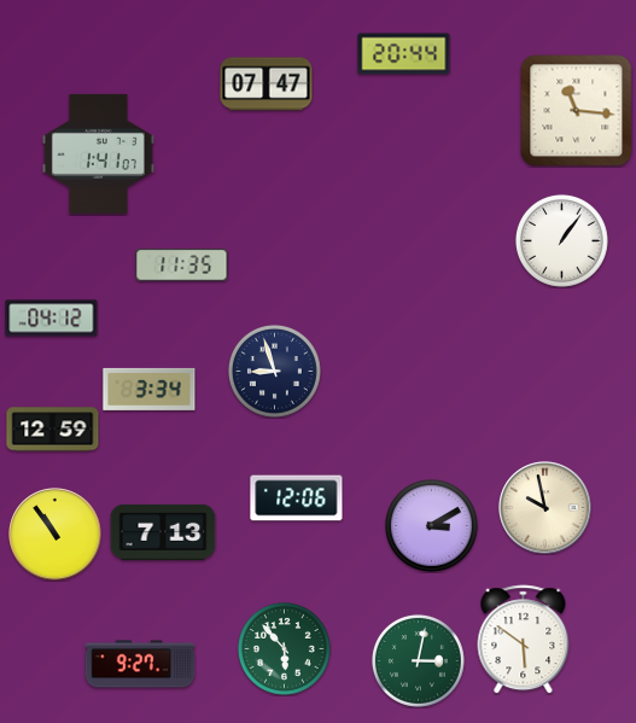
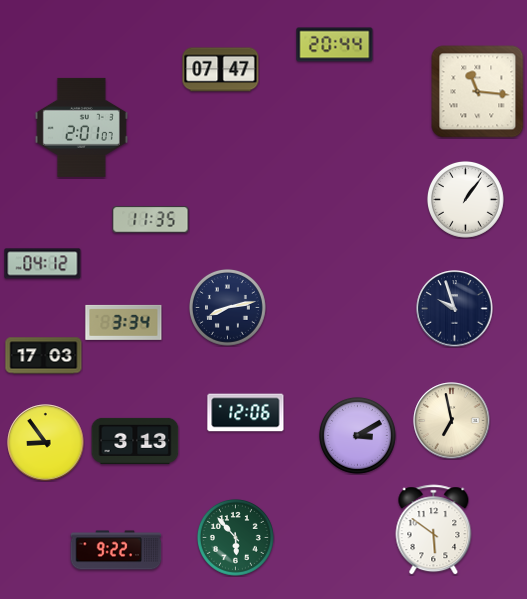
clock at (98, 153): 1:41 -> 2:01
clock at (274, 371): 8:57 -> 8:13
clock at (455, 309): none -> 9:57
clock at (53, 430): 12:59 -> 17:03
clock at (545, 508): 9:58 -> 6:58
clock at (163, 532): 7:13 -> 3:13
clock at (56, 535): 10:54 -> 8:54
clock at (418, 660): 3:02 -> none
clock at (140, 664): 9:27 -> 9:22
